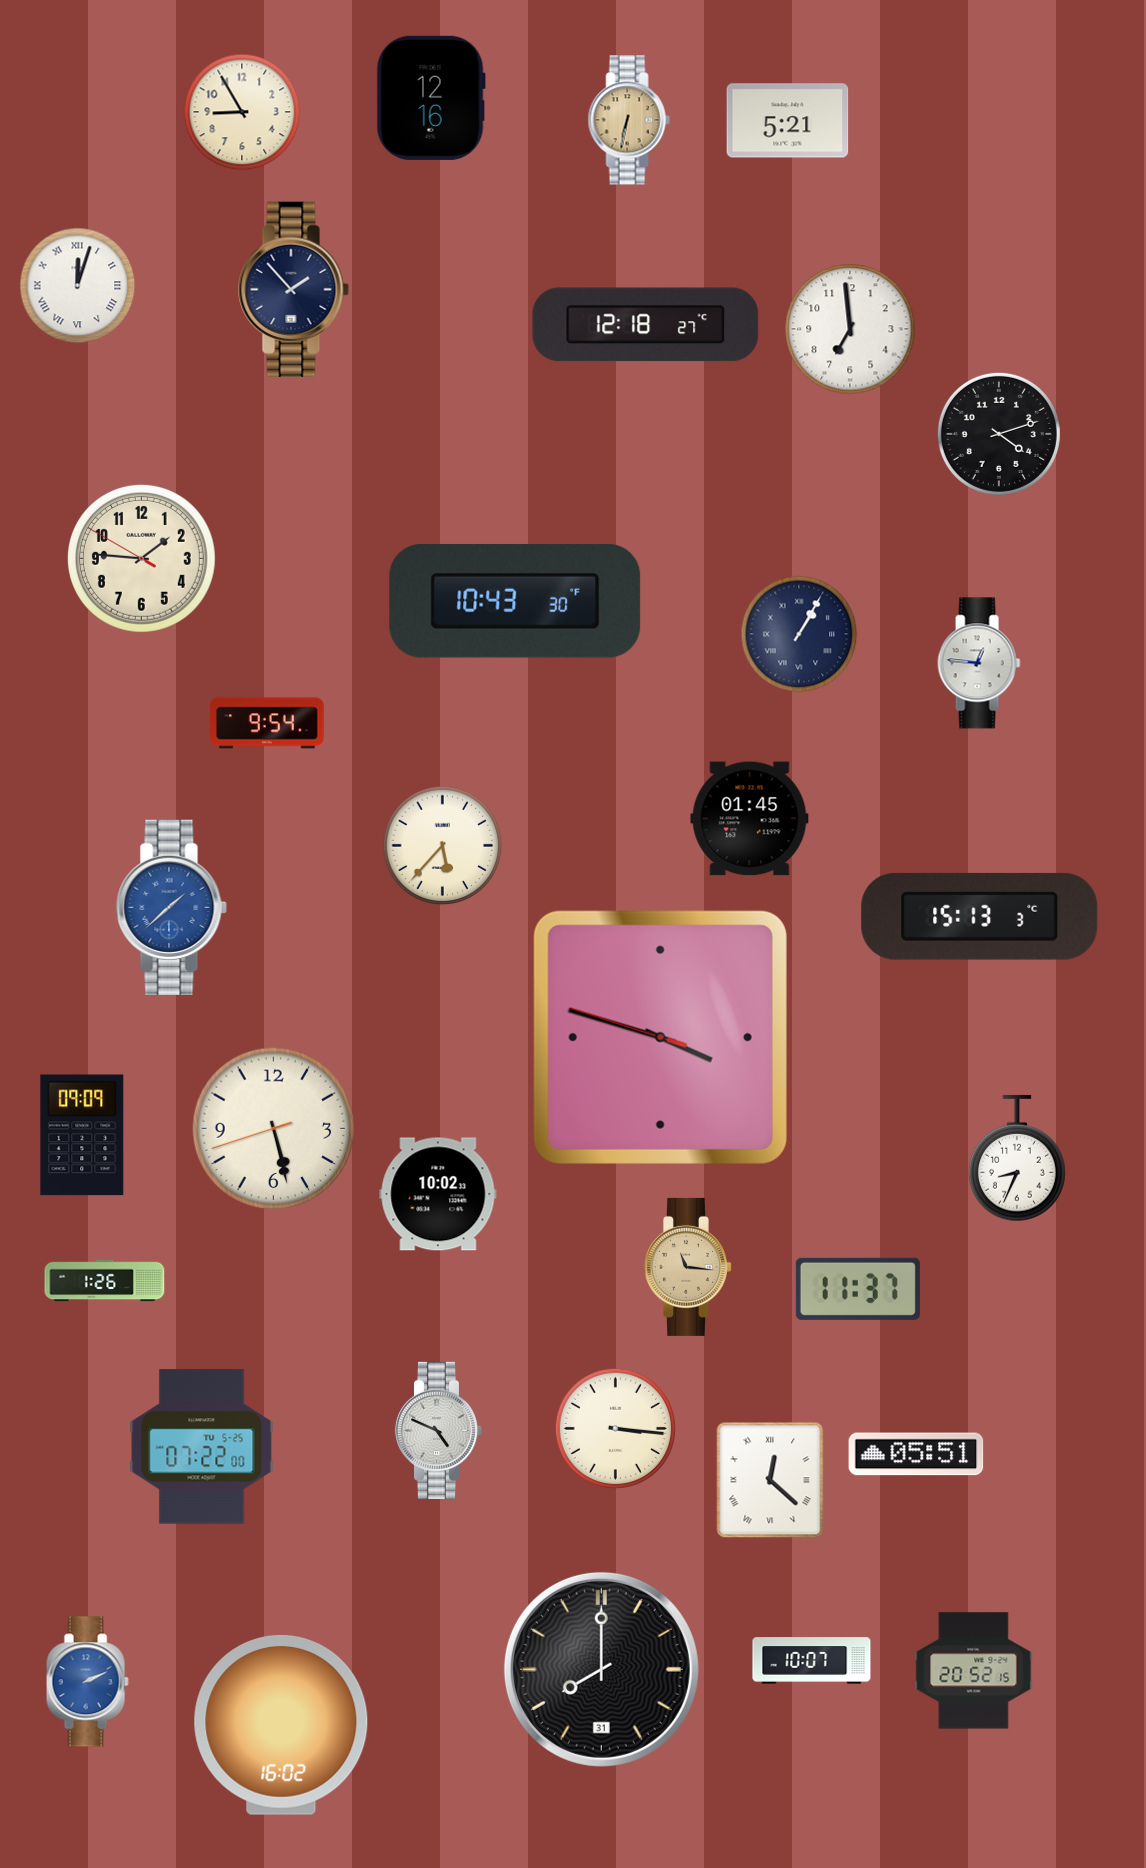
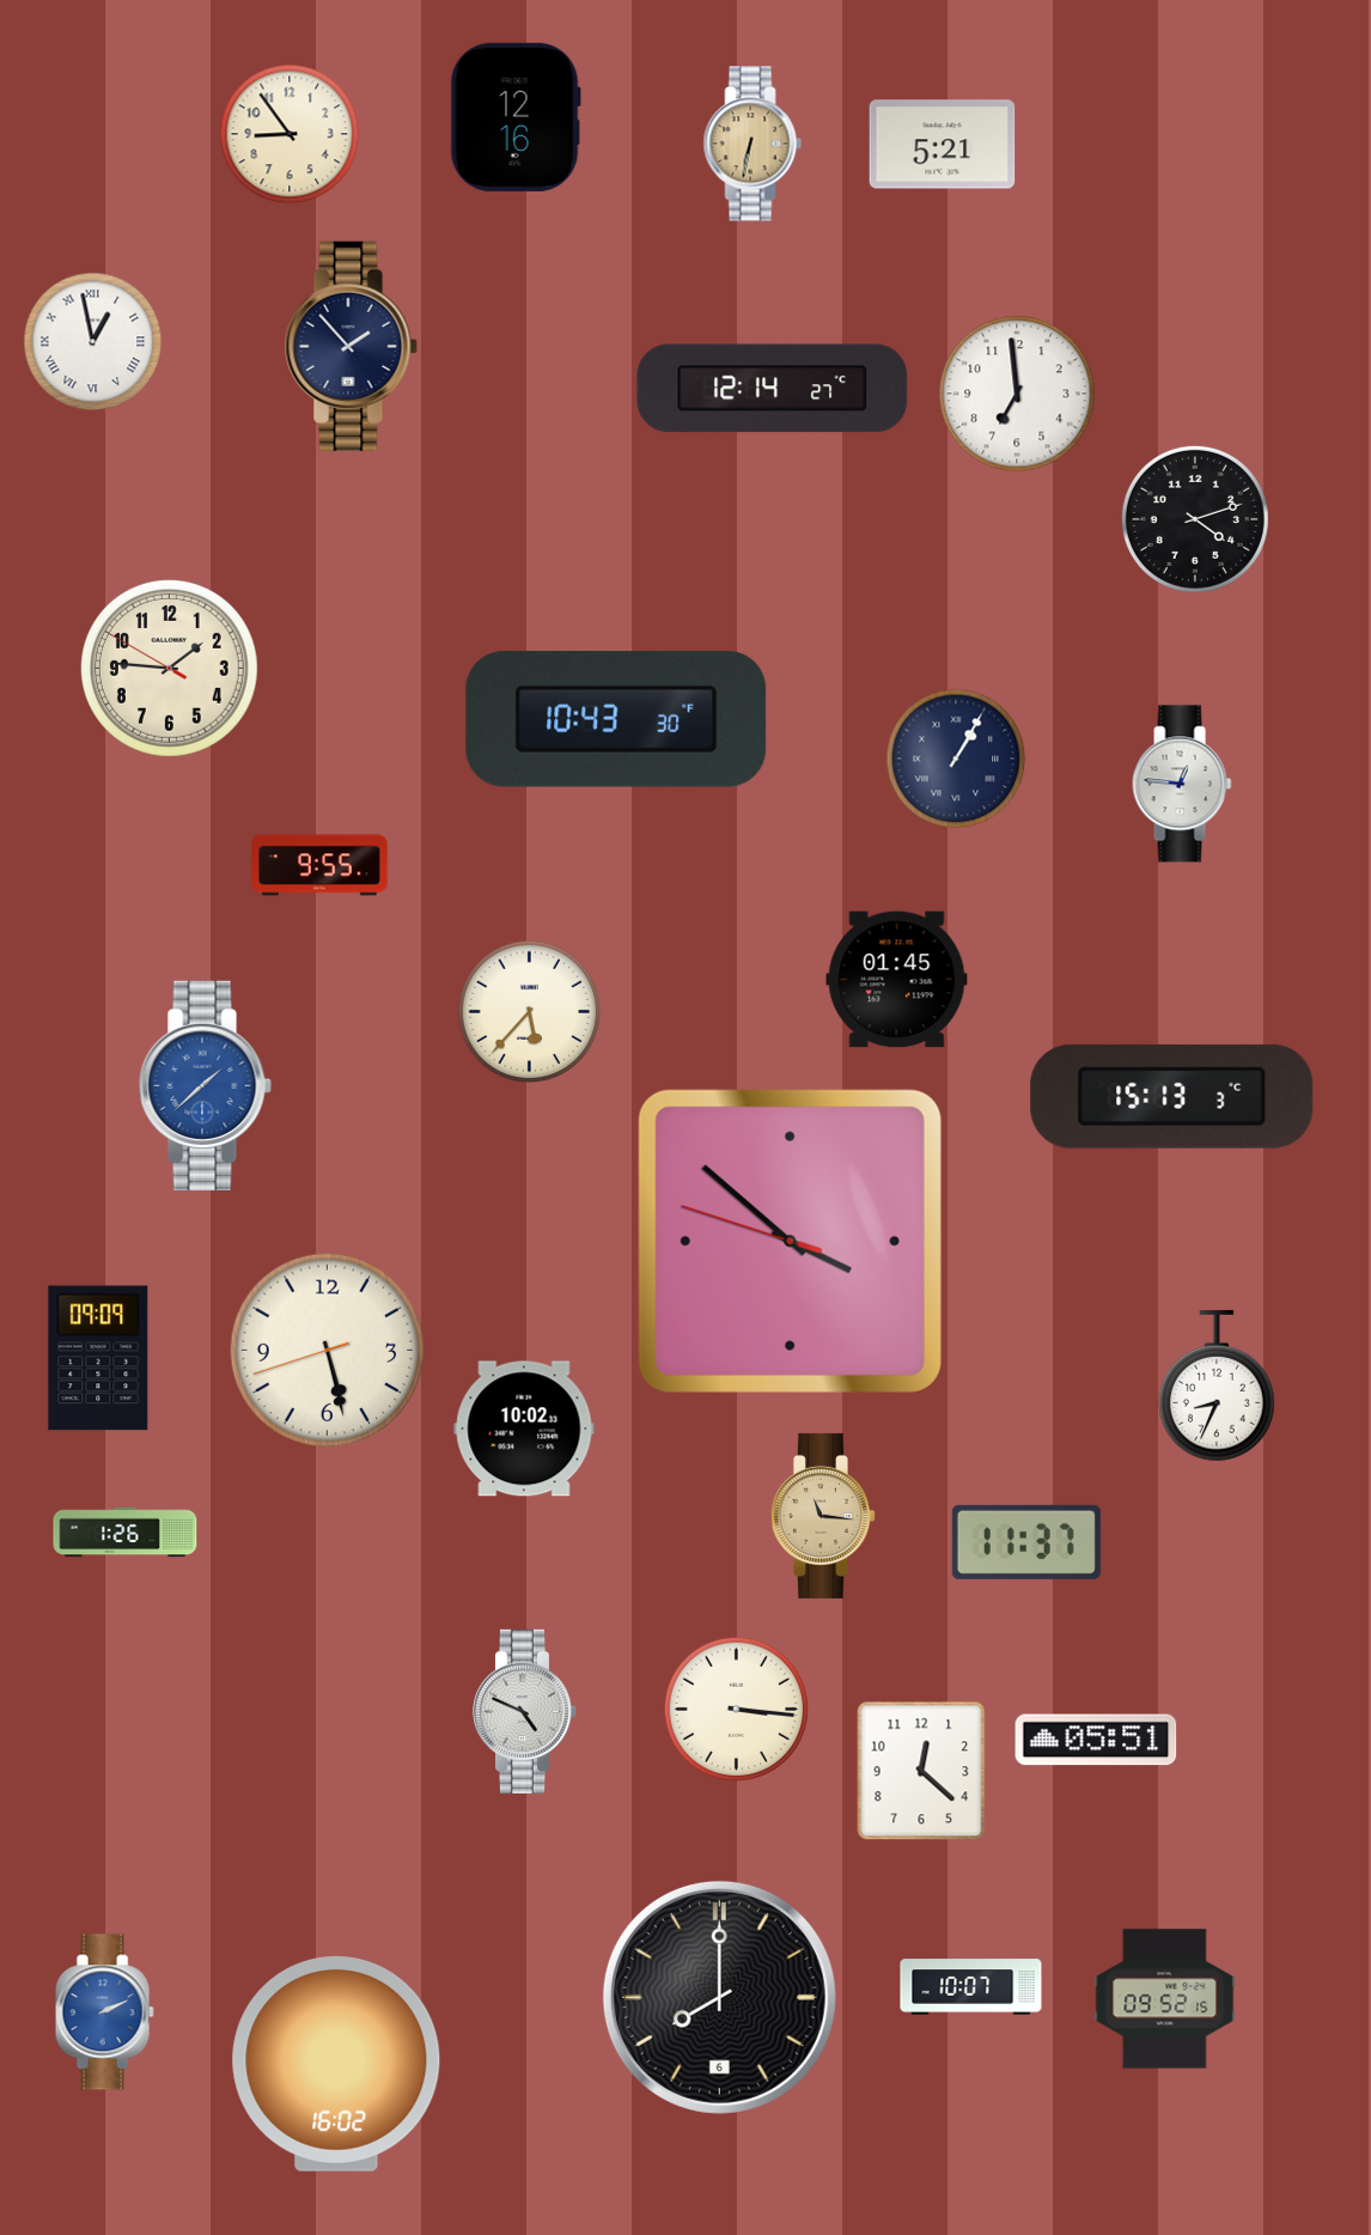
clock at (242, 112): 8:55 -> 8:54
clock at (78, 286): 12:03 -> 12:58
clock at (646, 325): 12:18 -> 12:14
clock at (979, 663) position: (979, 663) -> (1182, 784)
clock at (267, 723): 9:54 -> 9:55
clock at (660, 1037): 3:47 -> 3:51
clock at (202, 1447): 07:22 -> none
clock at (770, 1480) numerals: Roman -> Arabic
clock at (601, 1669) date: 31 -> 6
clock at (974, 1671): 20:52 -> 09:52
